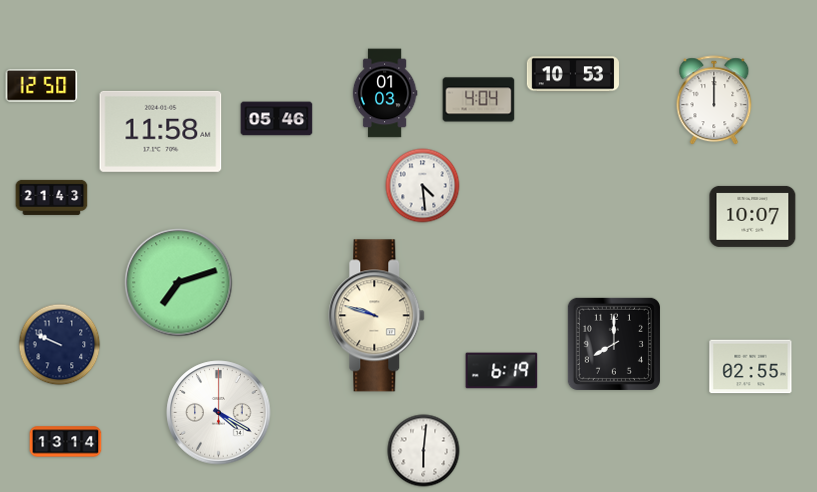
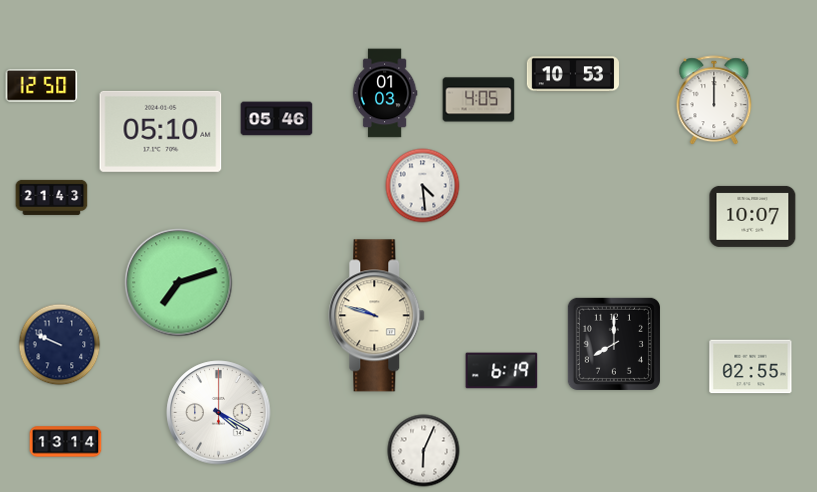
clock at (479, 100): 4:04 -> 4:05
clock at (161, 131): 11:58 -> 05:10
clock at (424, 451): 6:01 -> 6:04
